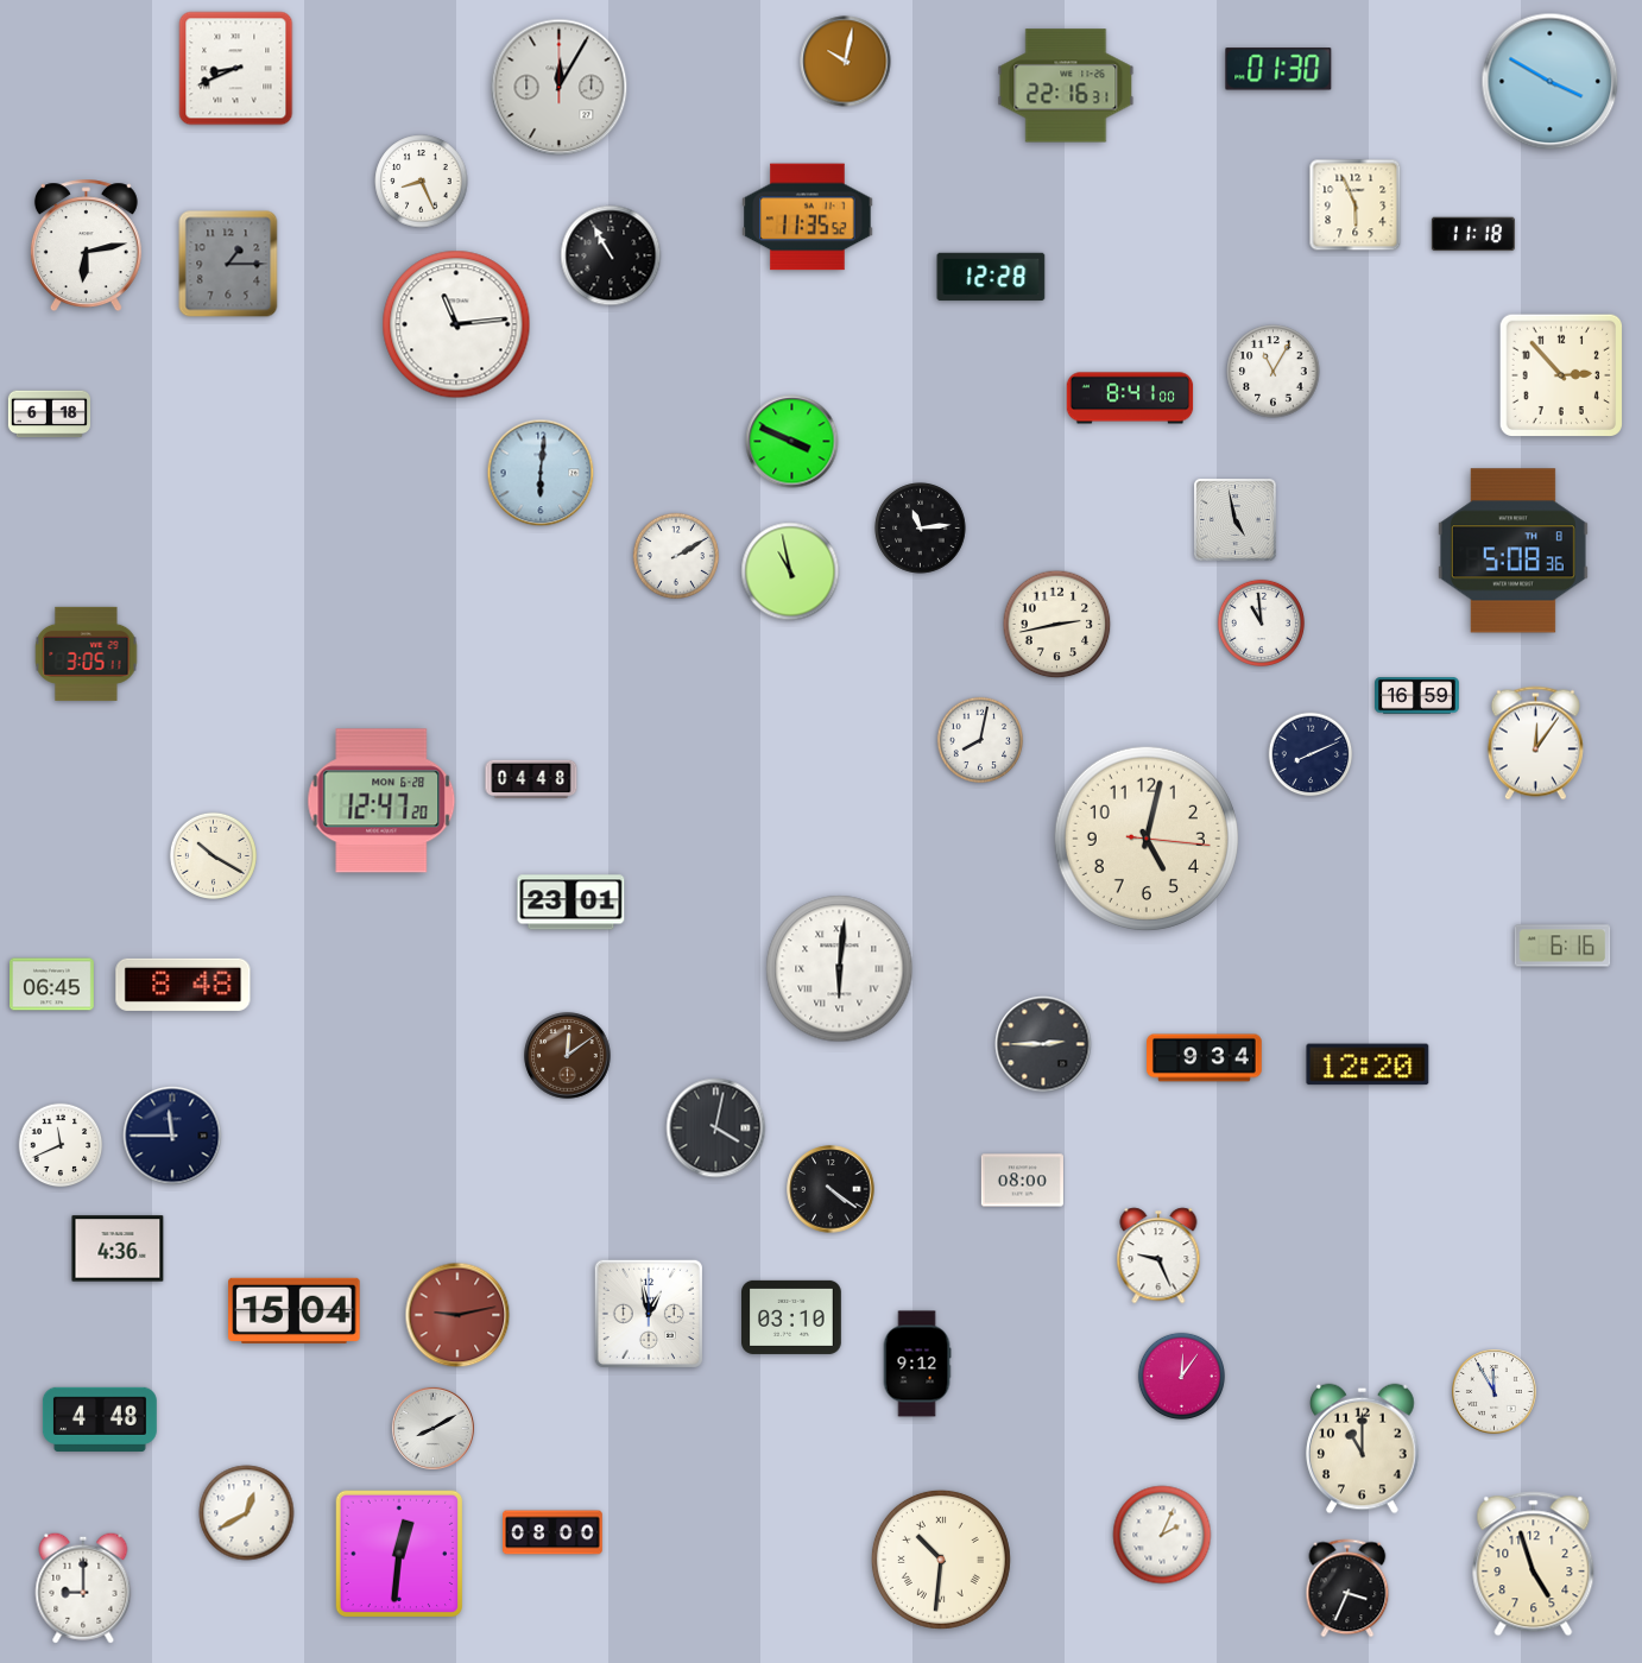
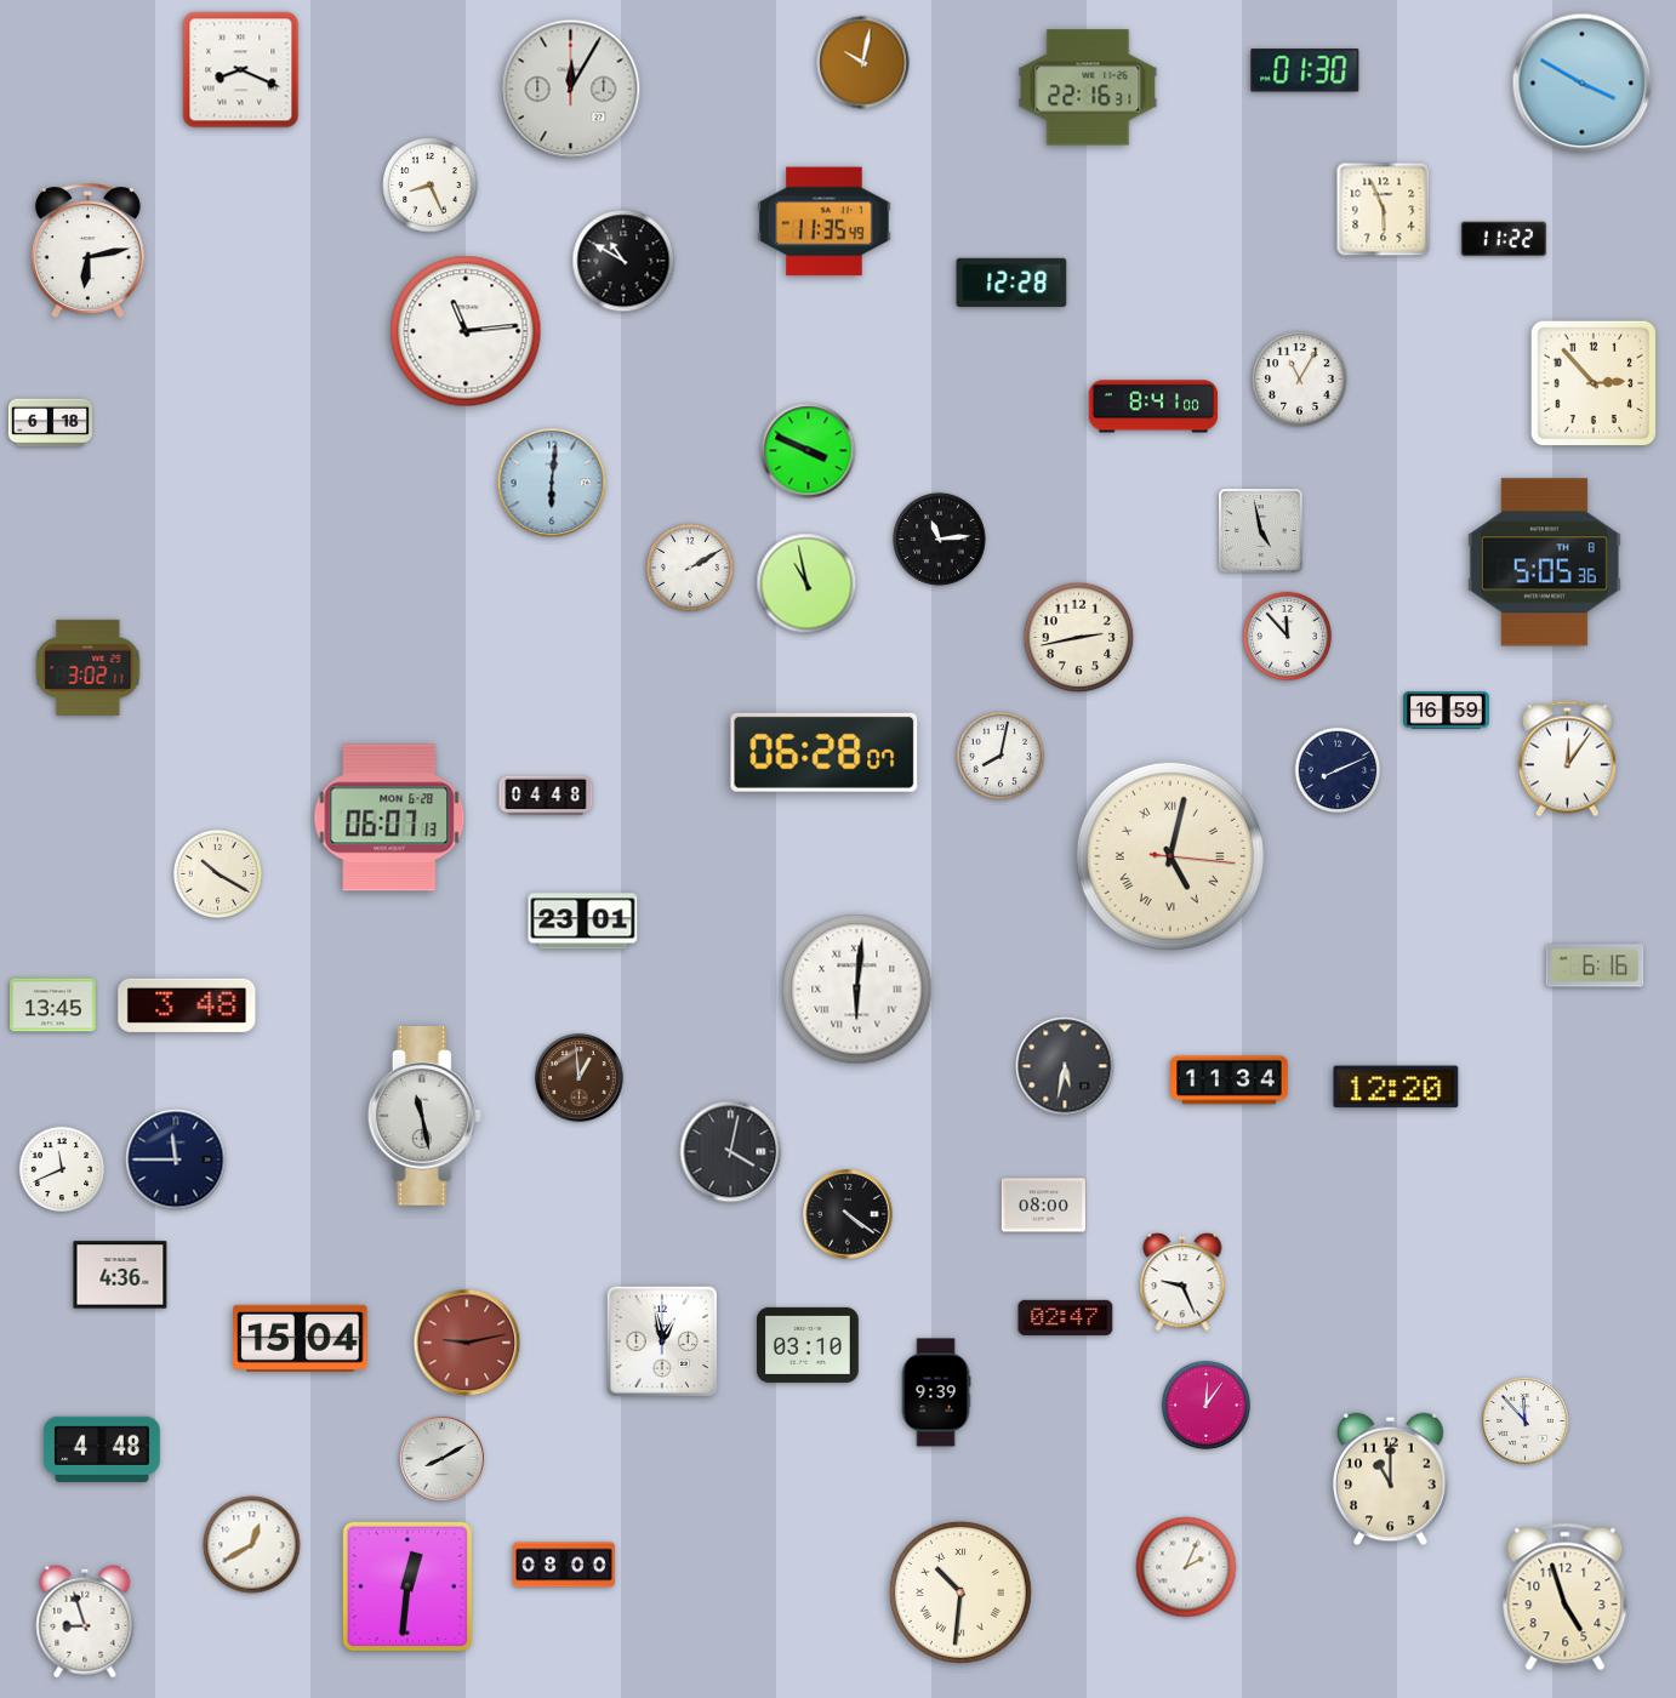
clock at (236, 69): 8:41 -> 8:19
clock at (808, 217): 11:35:52 -> 11:35:49
clock at (1473, 234): 11:18 -> 11:22
clock at (611, 255): 10:55 -> 10:50
clock at (228, 264): 1:15 -> none
clock at (1512, 551): 5:08 -> 5:05
clock at (1261, 622): 10:59 -> 11:53
clock at (87, 653): 3:05 -> 3:02
clock at (825, 752): none -> 06:28
clock at (531, 778) position: (531, 778) -> (546, 794)
clock at (381, 801): 12:47 -> 06:07
clock at (1147, 839) numerals: Arabic -> Roman
clock at (52, 985): 06:45 -> 13:45
clock at (183, 985): 8:48 -> 3:48
clock at (1043, 1044): 2:45 -> 5:32
clock at (568, 1056): 12:09 -> 12:59
clock at (1205, 1058): 9:34 -> 11:34
clock at (424, 1117): none -> 11:28
clock at (1066, 1317): none -> 02:47
clock at (917, 1364): 9:12 -> 9:39
clock at (1495, 1392): 11:55 -> 11:53
clock at (83, 1588): 9:00 -> 8:57
clock at (1347, 1588): 3:34 -> none
